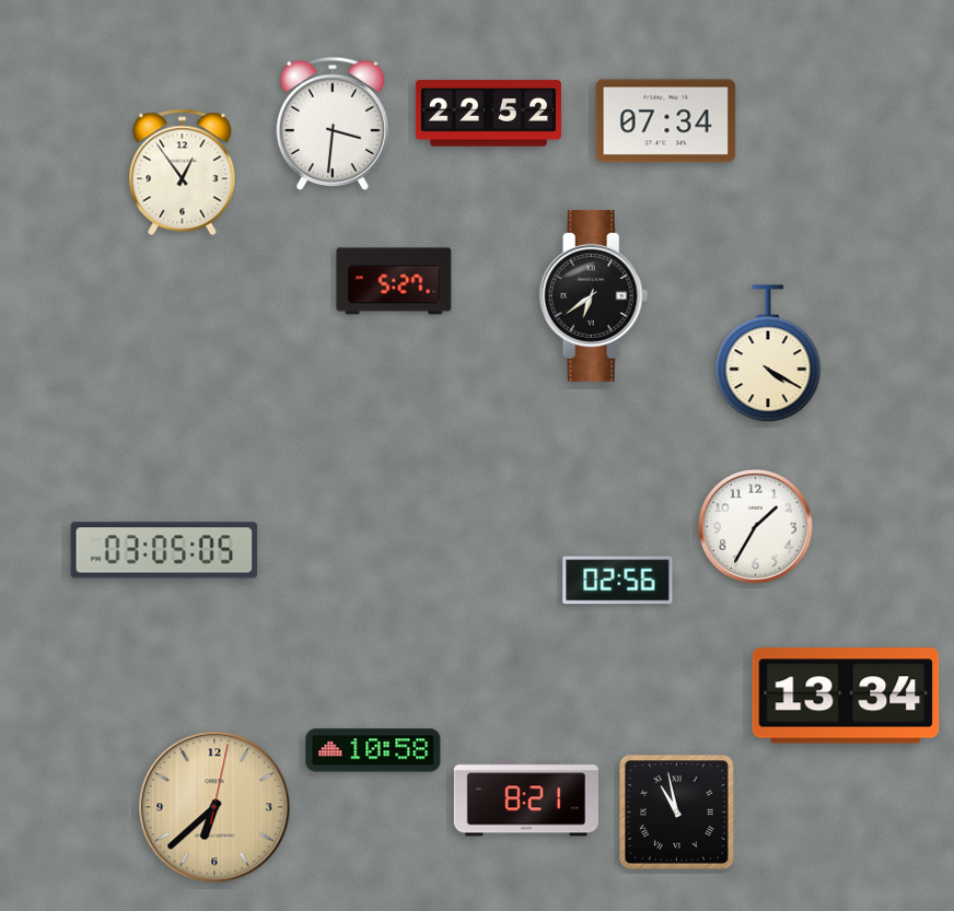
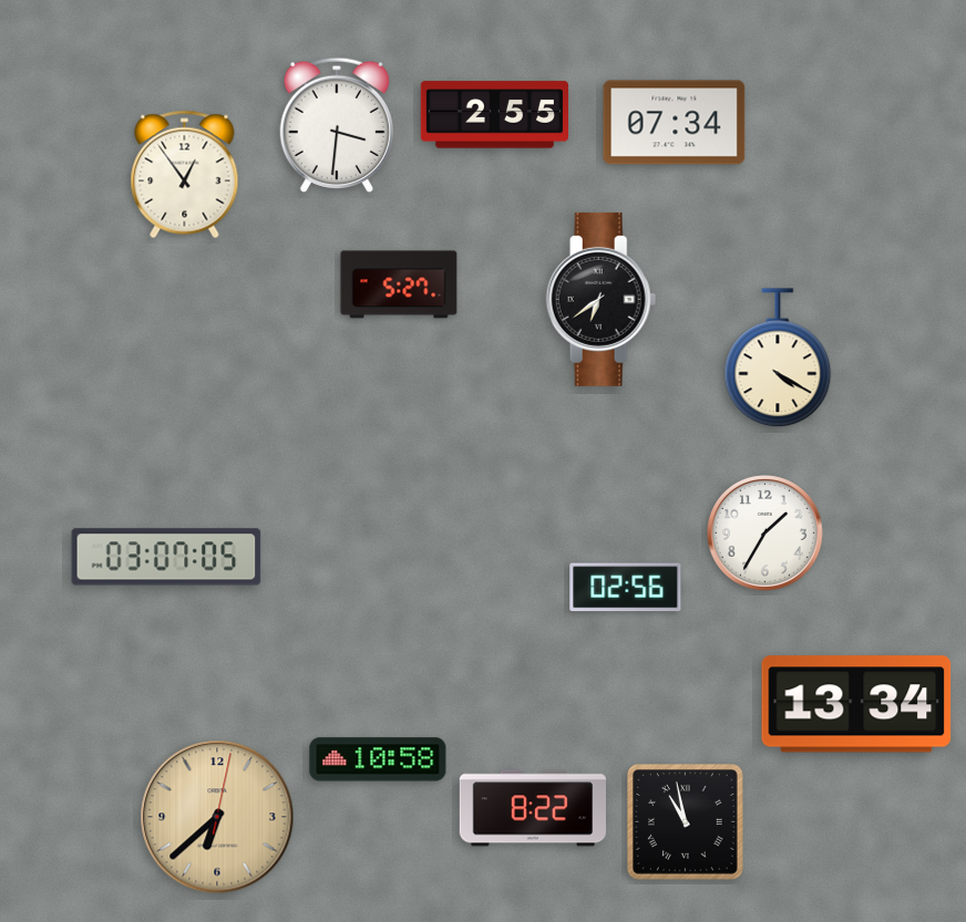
clock at (488, 114): 22:52 -> 2:55
clock at (164, 550): 03:05 -> 03:07
clock at (525, 798): 8:21 -> 8:22
